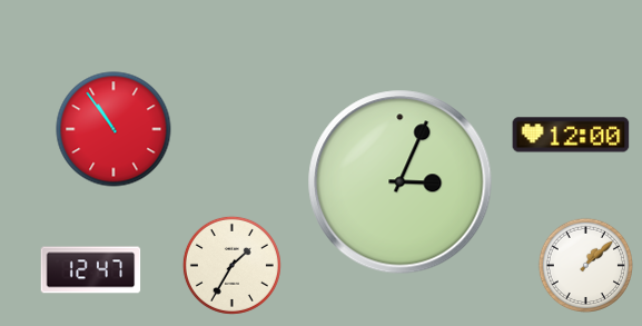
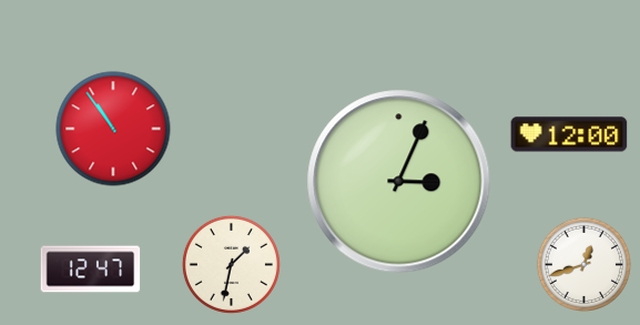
clock at (231, 265): 1:35 -> 1:32
clock at (585, 265): 1:08 -> 12:42
